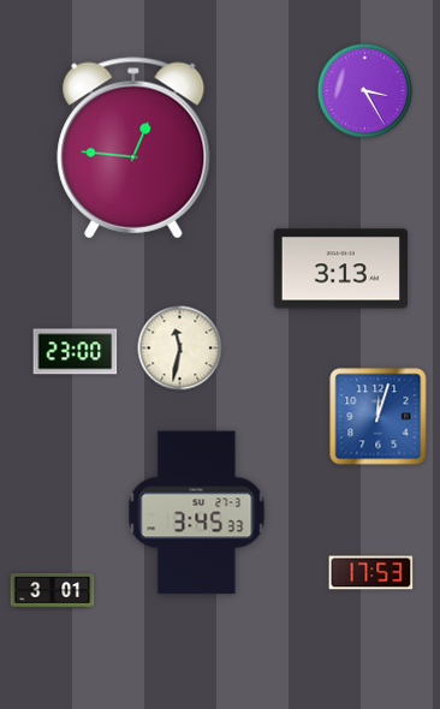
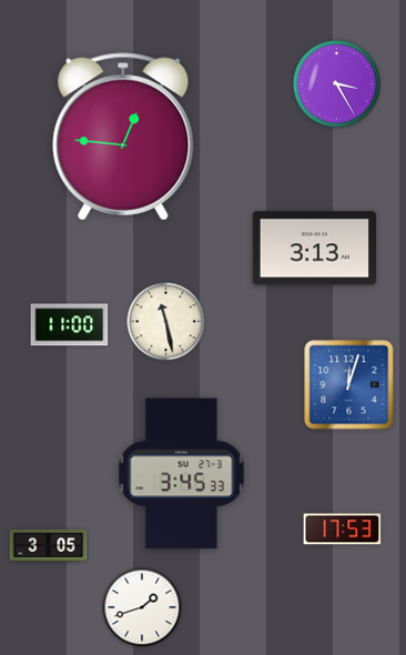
clock at (180, 348): 11:32 -> 11:28
clock at (76, 352): 23:00 -> 11:00
clock at (53, 590): 3:01 -> 3:05
clock at (142, 607): none -> 1:42
